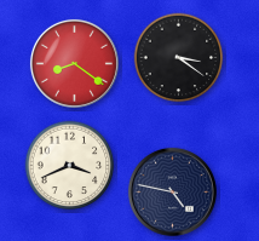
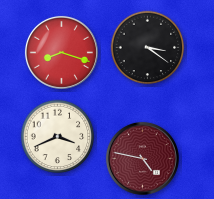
clock at (74, 63): 8:21 -> 8:18
clock at (172, 191) dial: navy -> burgundy
